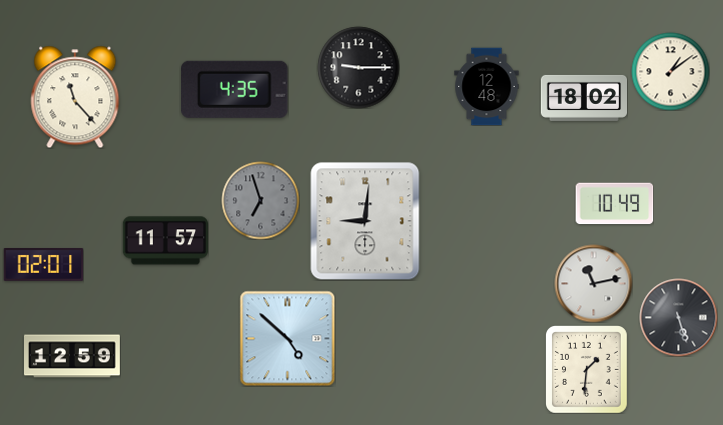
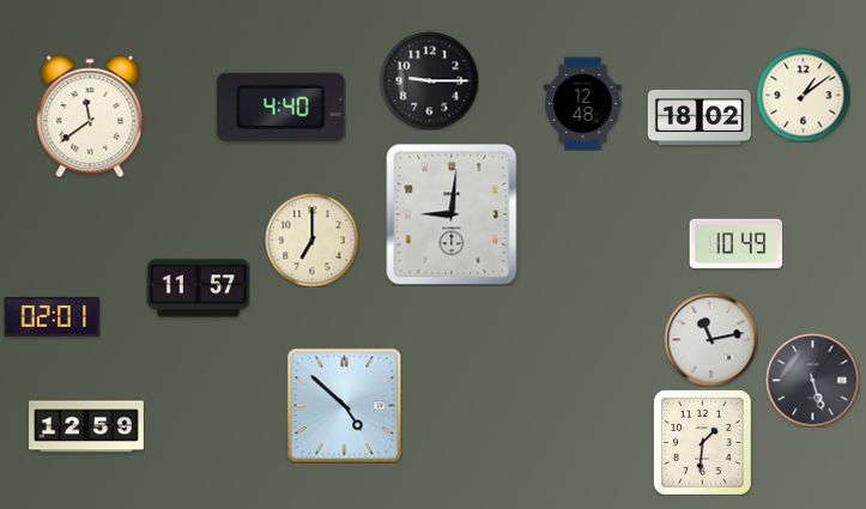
clock at (670, 71) position: (670, 71) -> (803, 95)
clock at (235, 89): 4:35 -> 4:40
clock at (75, 97): 11:23 -> 11:39
clock at (260, 200): 6:57 -> 7:00
clock at (260, 200) dial: grey -> cream
clock at (365, 221) position: (365, 221) -> (452, 214)
